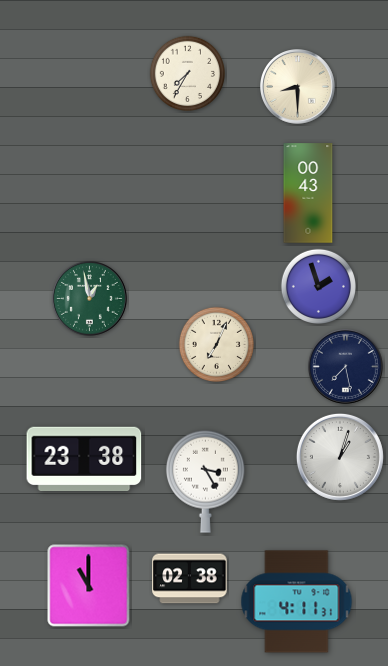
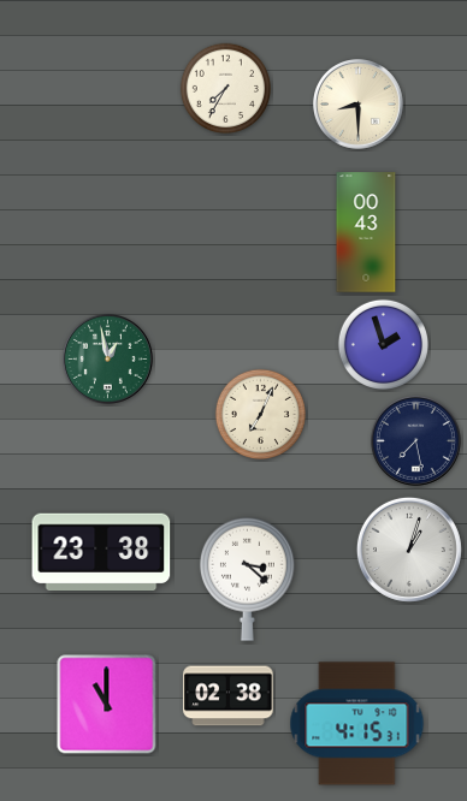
clock at (308, 193) position: (308, 193) -> (366, 232)
clock at (205, 481): 3:25 -> 3:22
clock at (297, 602): 4:11 -> 4:15
